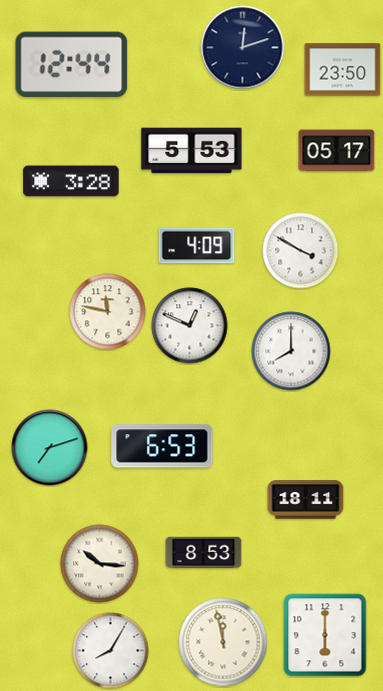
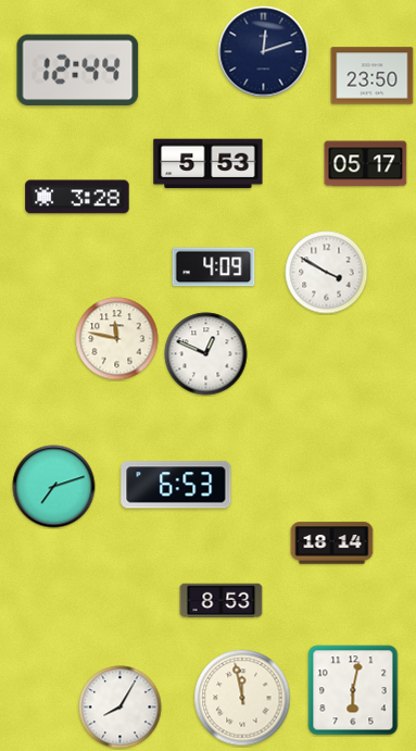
clock at (291, 351): 8:00 -> none
clock at (306, 500): 18:11 -> 18:14
clock at (100, 564): 10:16 -> none
clock at (325, 635): 6:00 -> 6:02
